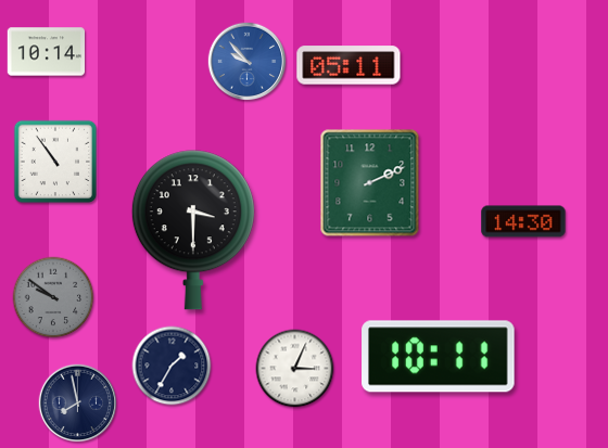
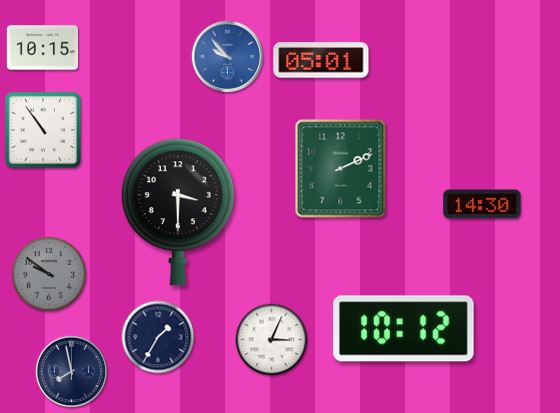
clock at (47, 52): 10:14 -> 10:15
clock at (349, 65): 05:11 -> 05:01
clock at (55, 162) position: (55, 162) -> (43, 130)
clock at (439, 357): 10:11 -> 10:12
